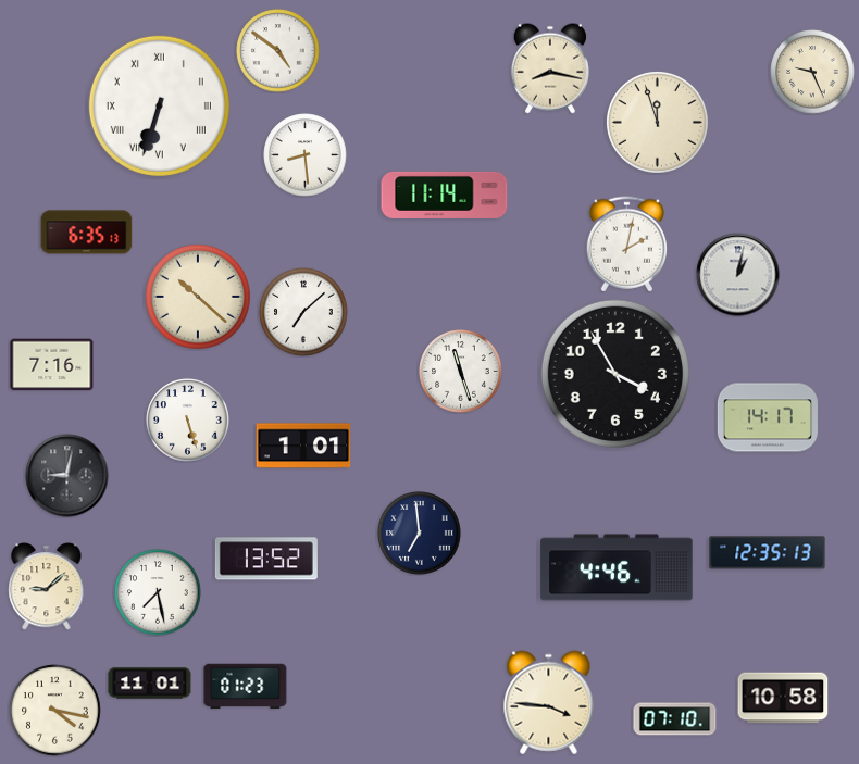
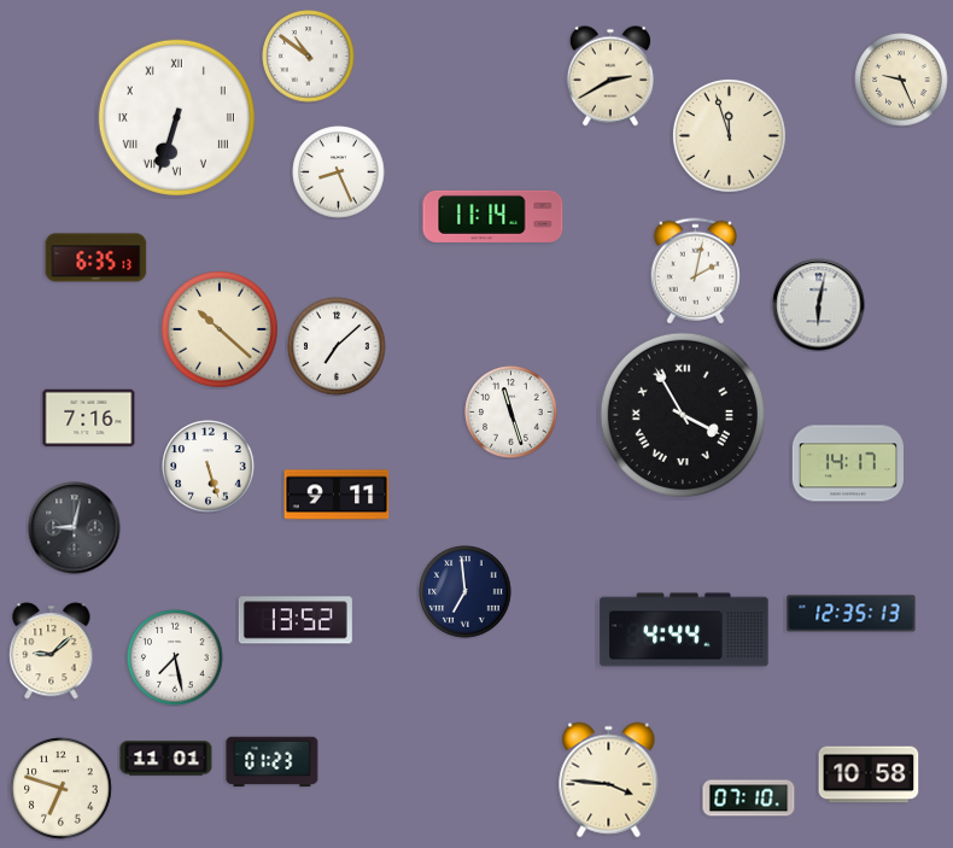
clock at (278, 51): 4:51 -> 10:51
clock at (550, 68): 8:17 -> 2:40
clock at (306, 155): 8:29 -> 8:26
clock at (738, 275): 1:02 -> 6:02
clock at (52, 365) position: (52, 365) -> (89, 419)
clock at (615, 374) numerals: Arabic -> Roman
clock at (768, 417) position: (768, 417) -> (848, 463)
clock at (303, 446): 1:01 -> 9:11
clock at (617, 567): 4:46 -> 4:44
clock at (55, 711): 4:17 -> 6:48
